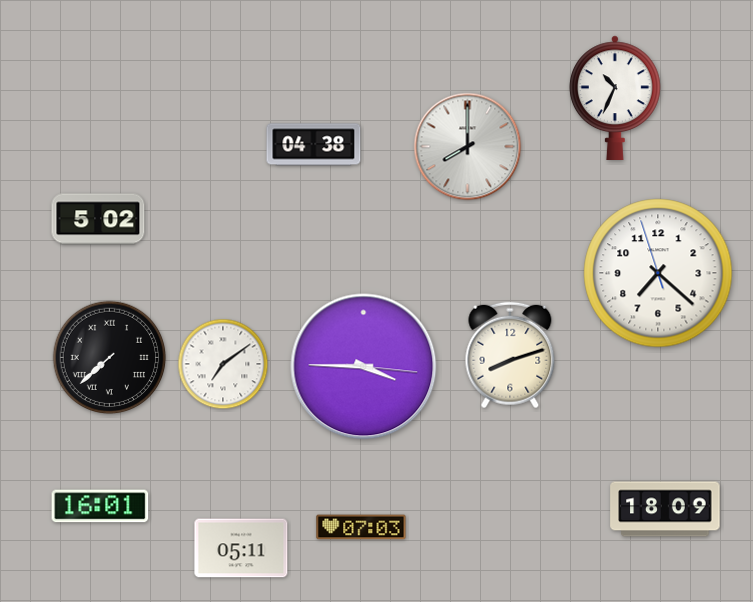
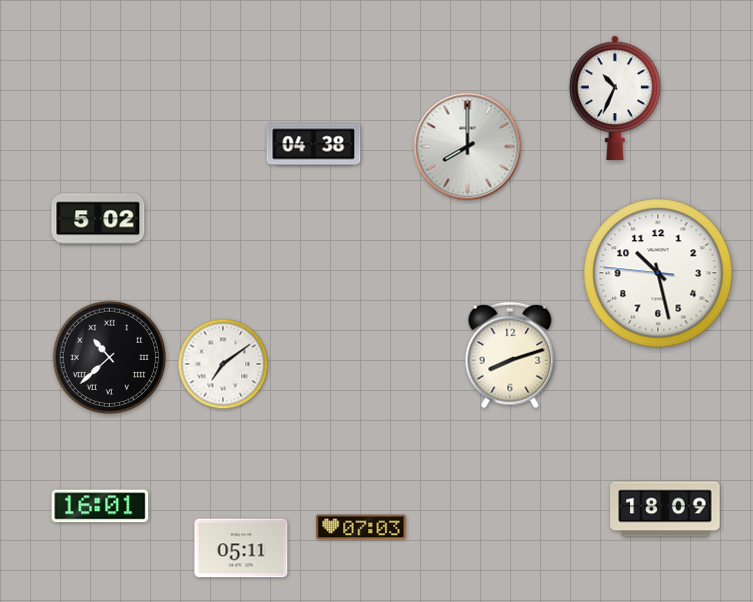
clock at (658, 273): 7:21 -> 10:27
clock at (110, 358): 7:38 -> 10:38
clock at (364, 367): 3:45 -> none
